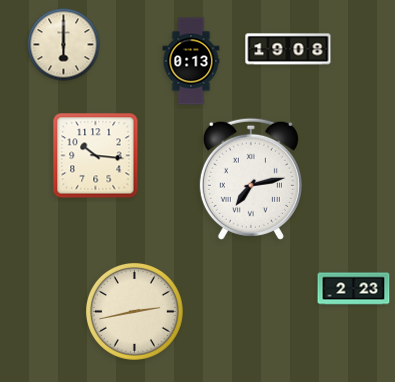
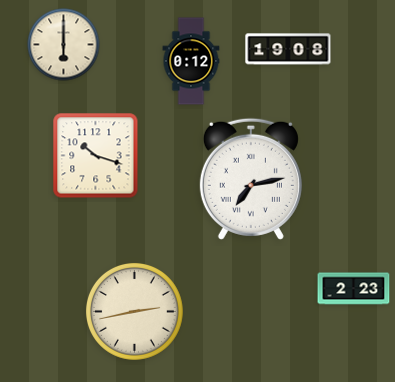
clock at (191, 61): 0:13 -> 0:12
clock at (96, 156): 10:16 -> 10:18
